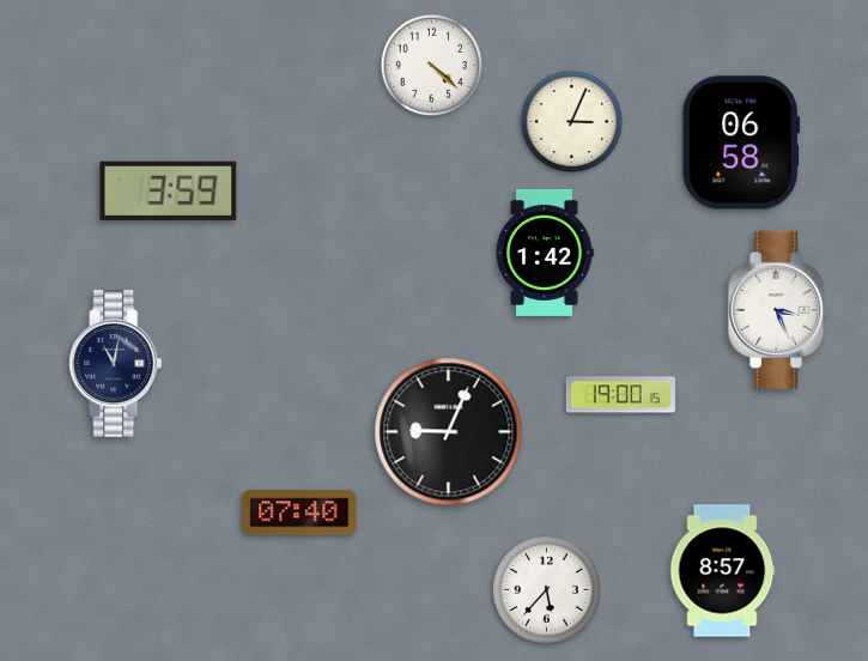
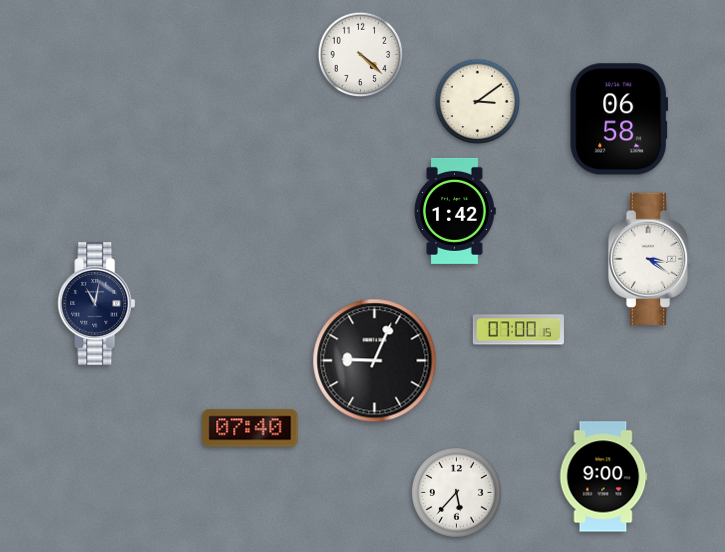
clock at (572, 122): 3:04 -> 3:09
clock at (169, 190): 3:59 -> none
clock at (779, 309): 3:26 -> 3:21
clock at (620, 395): 19:00 -> 07:00
clock at (722, 571): 8:57 -> 9:00
